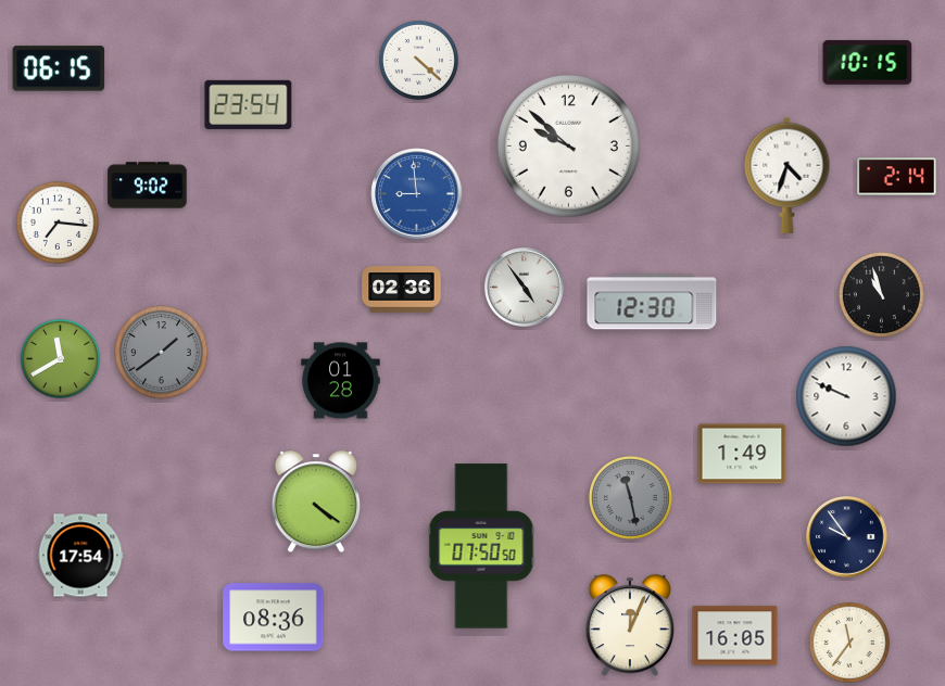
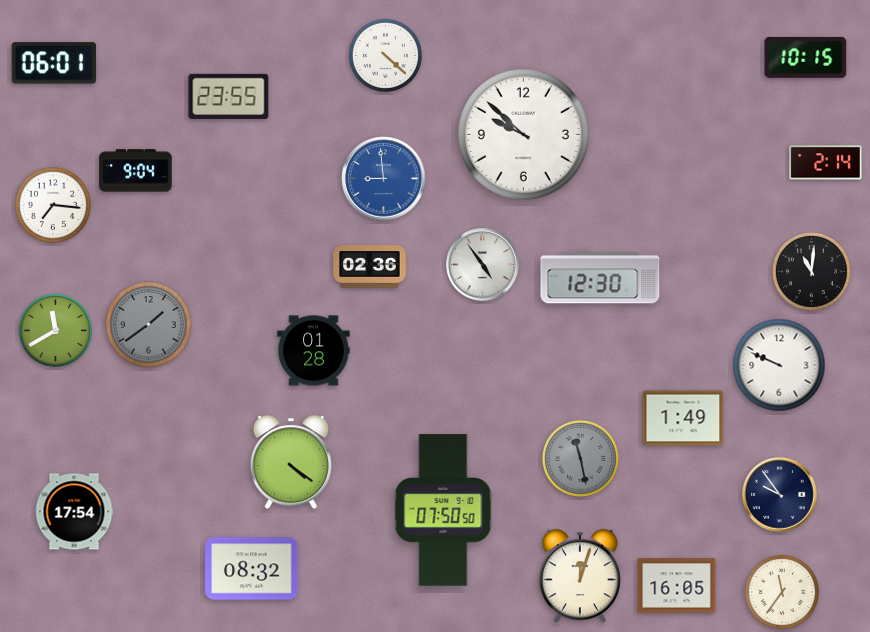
clock at (868, 62) position: (868, 62) -> (806, 57)
clock at (59, 68): 06:15 -> 06:01
clock at (249, 104): 23:54 -> 23:55
clock at (787, 175): 4:33 -> none
clock at (148, 186): 9:02 -> 9:04
clock at (881, 294): 10:57 -> 11:01
clock at (481, 546) position: (481, 546) -> (443, 510)
clock at (274, 618): 08:36 -> 08:32
clock at (630, 626): 12:04 -> 12:03
